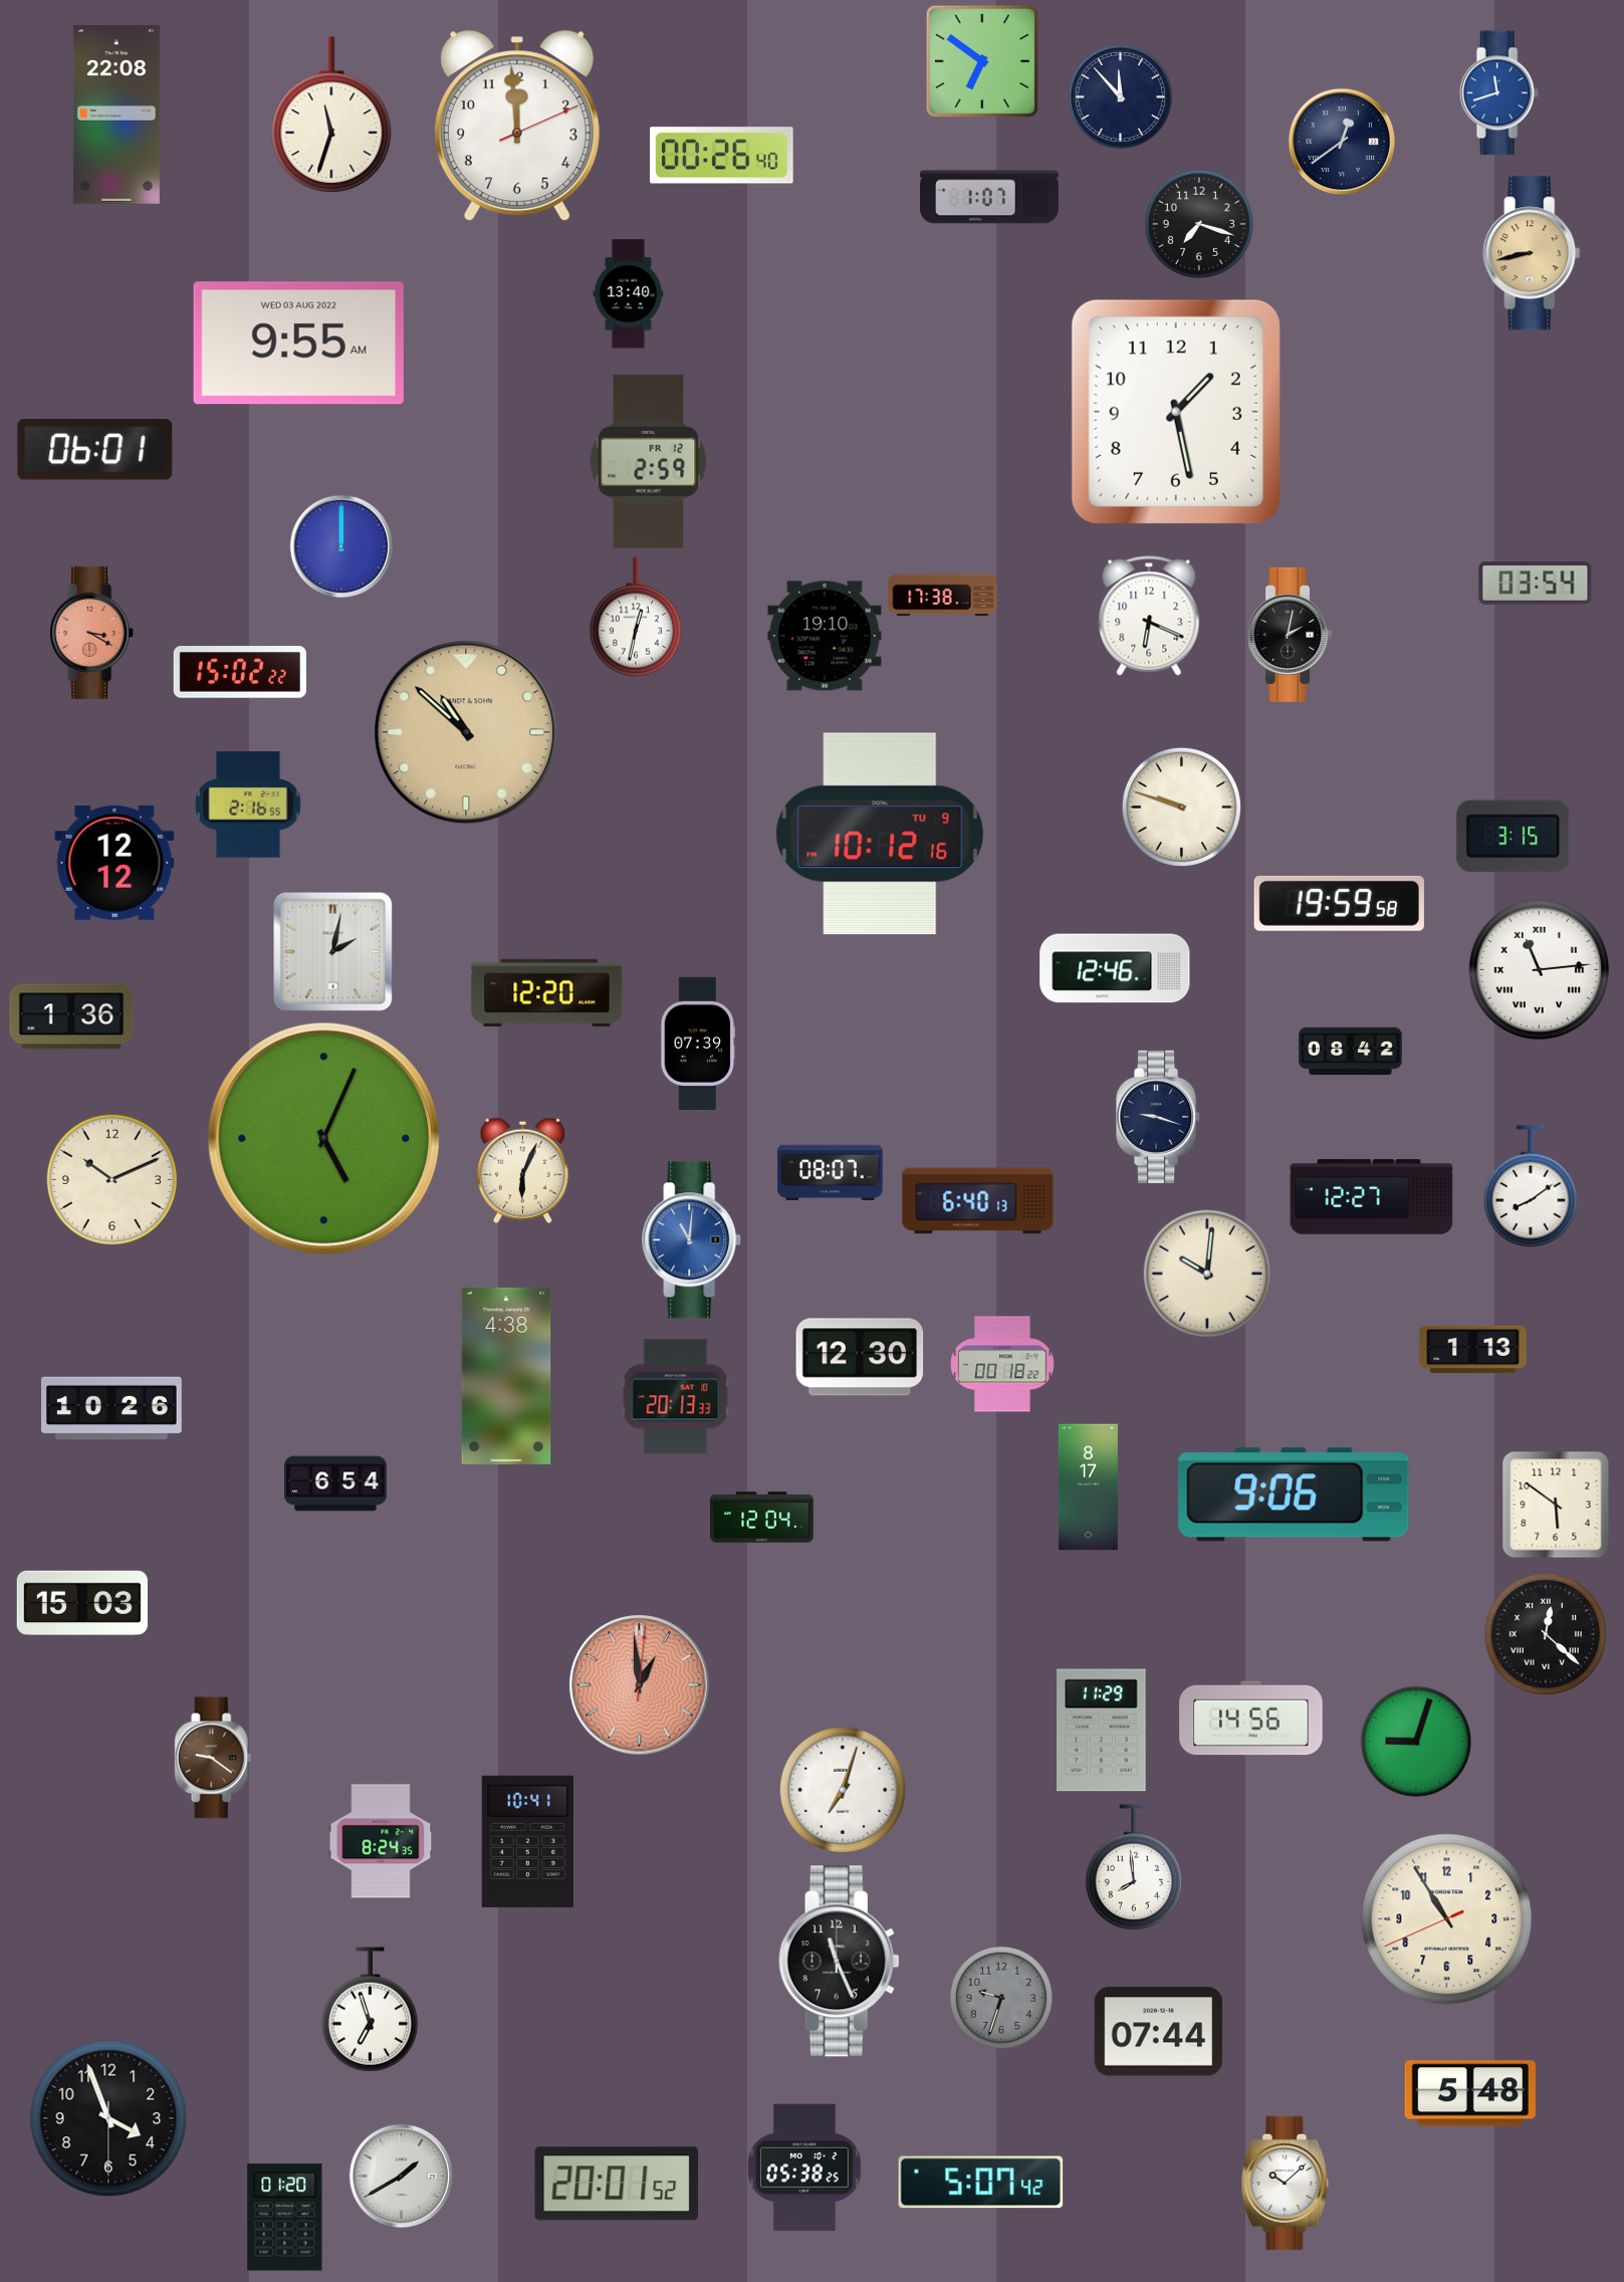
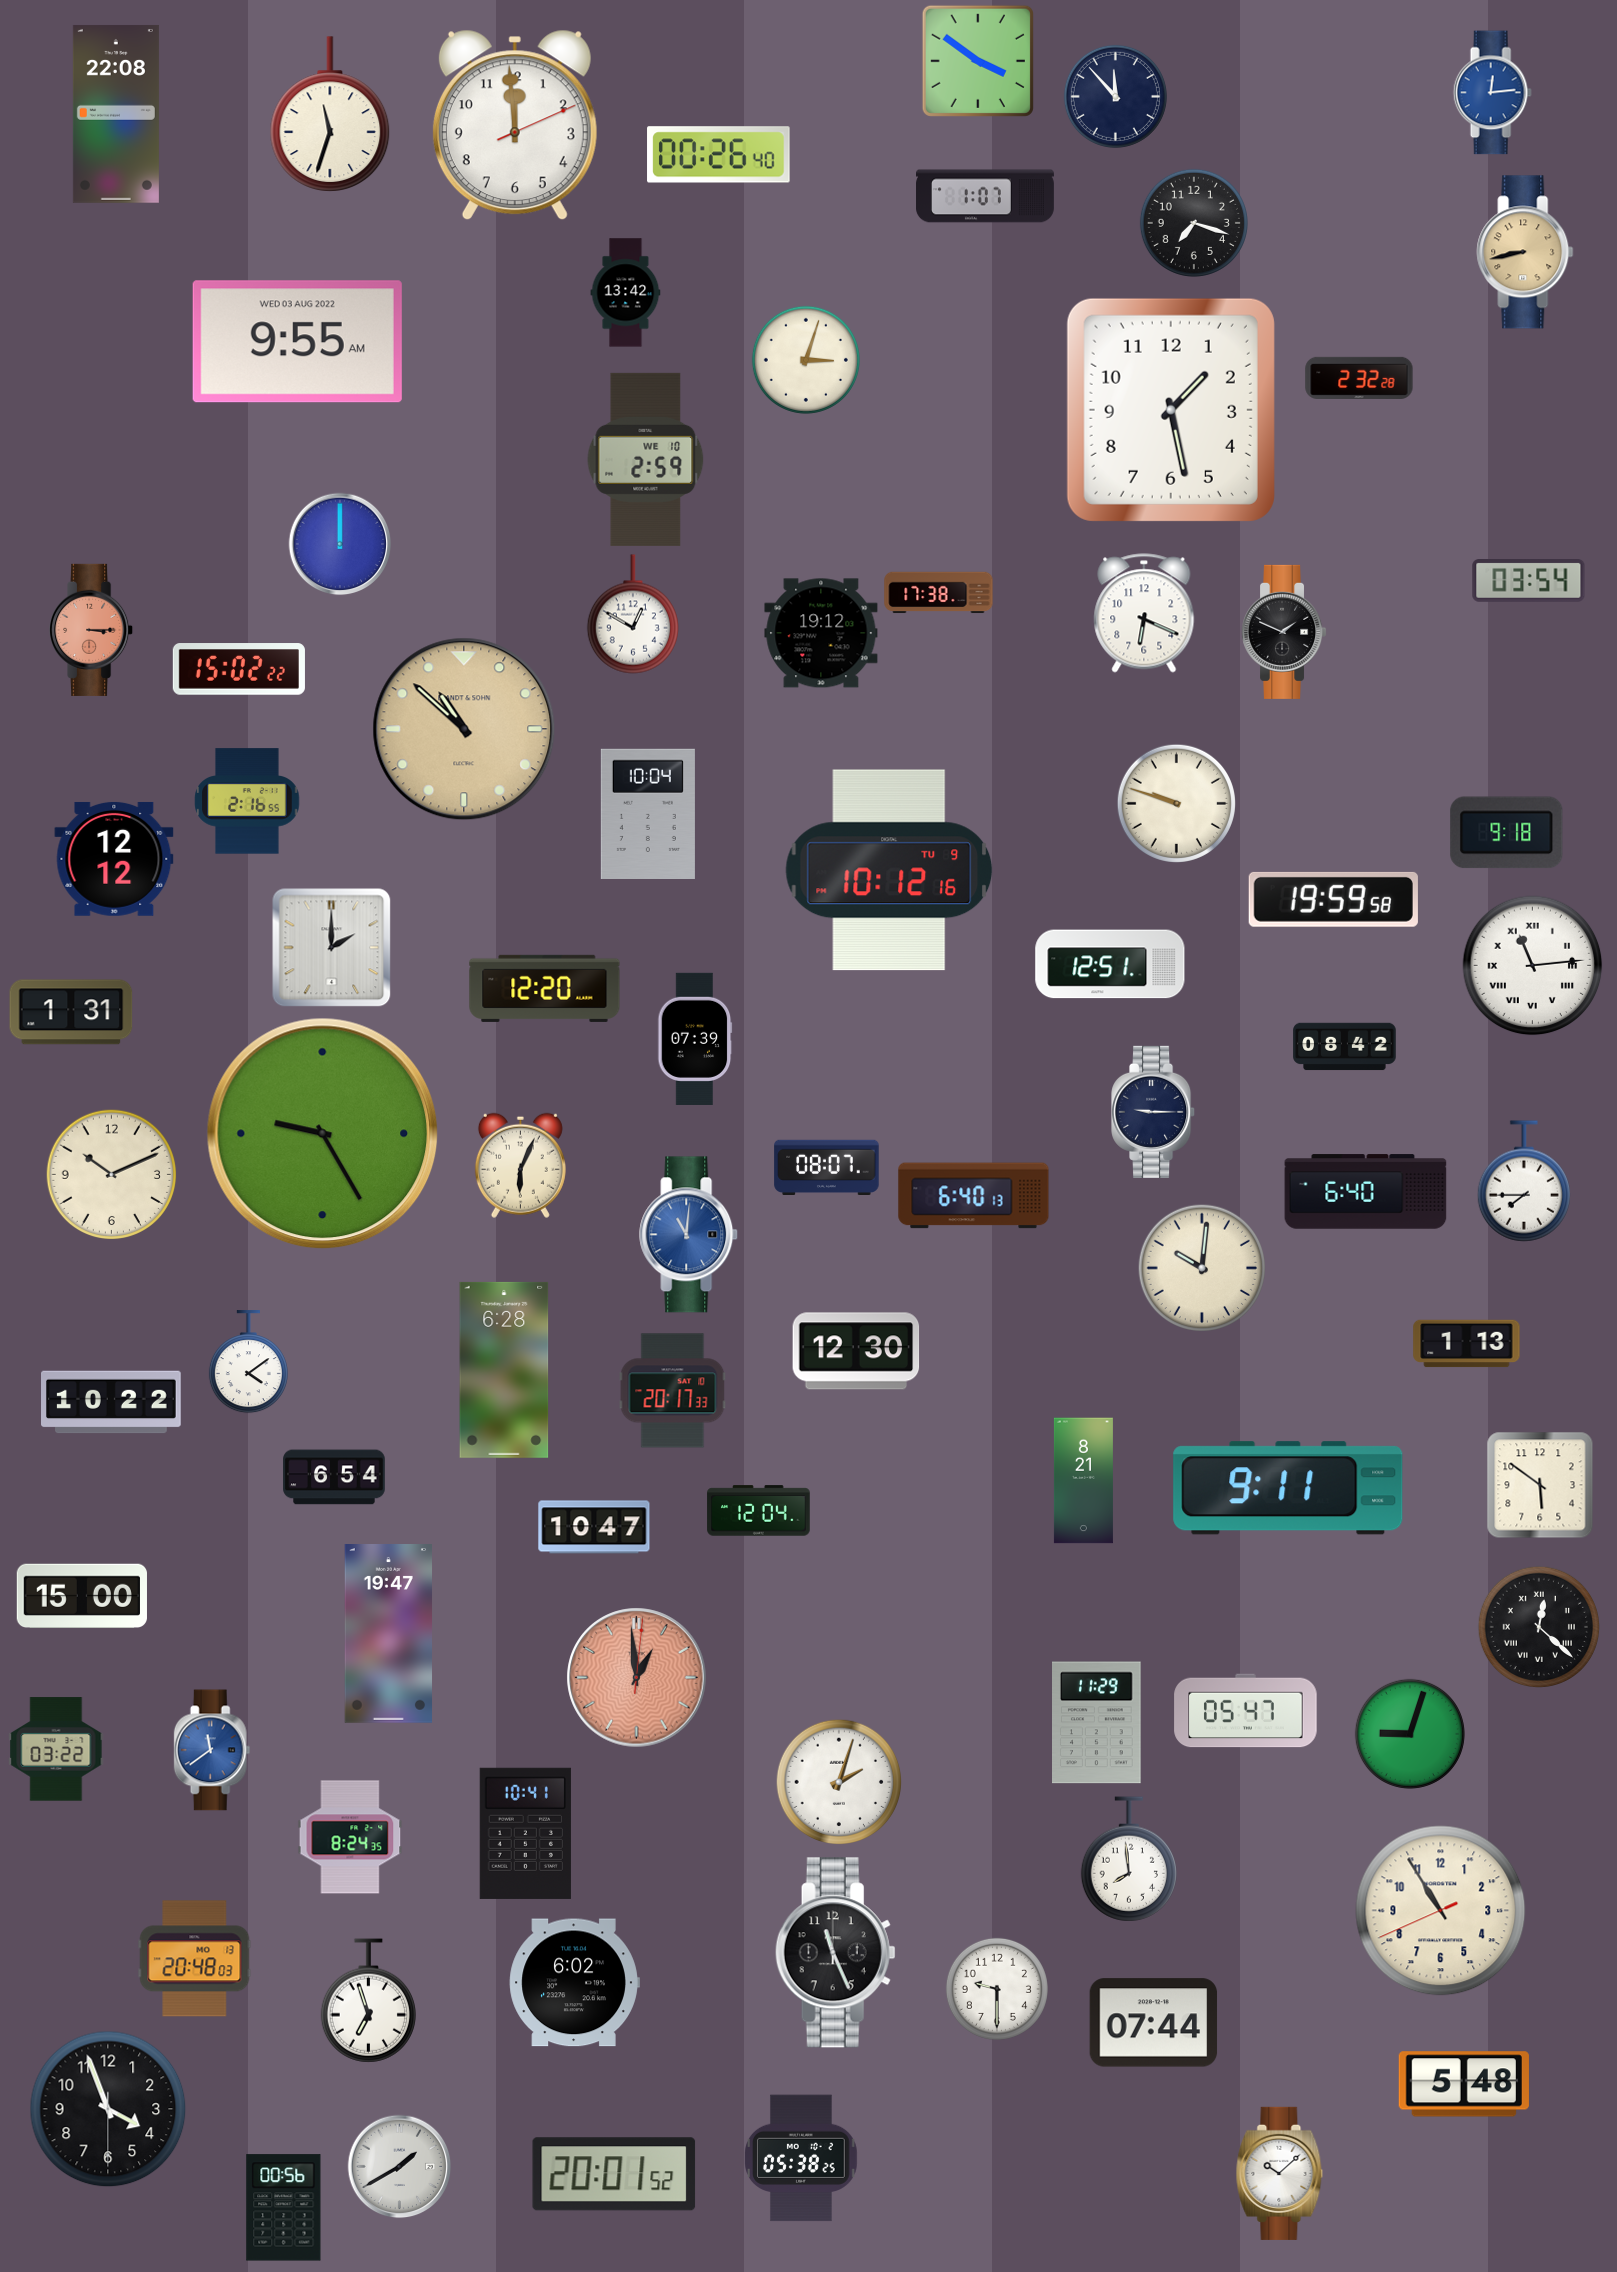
clock at (982, 61): 6:51 -> 3:51
clock at (1498, 93): 11:42 -> 12:14
clock at (1342, 142): 12:39 -> none
clock at (629, 294): 13:40 -> 13:42
clock at (806, 360): none -> 3:03
clock at (1359, 378): none -> 2:32
clock at (95, 450): 06:01 -> none
clock at (649, 461) date: FR 12 -> WE 10
clock at (636, 617): 12:32 -> 12:50
clock at (92, 633): 3:20 -> 3:15
clock at (1290, 635): 2:02 -> 1:49
clock at (825, 636): 19:10 -> 19:12
clock at (648, 813): none -> 10:04
clock at (880, 834) position: (880, 834) -> (889, 870)
clock at (1514, 837): 3:15 -> 9:18
clock at (333, 952): 2:02 -> 2:00
clock at (1115, 968): 12:46 -> 12:51
clock at (71, 1016): 1:36 -> 1:31
clock at (1159, 1117): 9:18 -> 9:15
clock at (324, 1139): 5:04 -> 9:25
clock at (1531, 1186): 8:09 -> 7:45
clock at (1372, 1197): 12:27 -> 6:40
clock at (1002, 1364): 00:18 -> none
clock at (248, 1362): none -> 4:09
clock at (506, 1376): 4:38 -> 6:28
clock at (676, 1397): 20:13 -> 20:17
clock at (112, 1408): 10:26 -> 10:22
clock at (1088, 1488): 8:17 -> 8:21
clock at (1294, 1495): 9:06 -> 9:11
clock at (1556, 1505) position: (1556, 1505) -> (1540, 1485)
clock at (594, 1527): none -> 10:47
clock at (82, 1602): 15:03 -> 15:00
clock at (389, 1634): none -> 19:47
clock at (1251, 1719): 14:56 -> 05:47
clock at (56, 1749): none -> 03:22
clock at (213, 1758): 9:21 -> 11:39
clock at (213, 1758) dial: brown -> blue
clock at (842, 1789): 7:03 -> 2:03
clock at (381, 1841) position: (381, 1841) -> (350, 1837)
clock at (195, 1959): none -> 20:48
clock at (574, 1983): none -> 6:02
clock at (1001, 1998): 9:33 -> 9:30
clock at (1001, 1998) dial: grey -> white
clock at (981, 2183): 5:07 -> none
clock at (285, 2218): 01:20 -> 00:56
